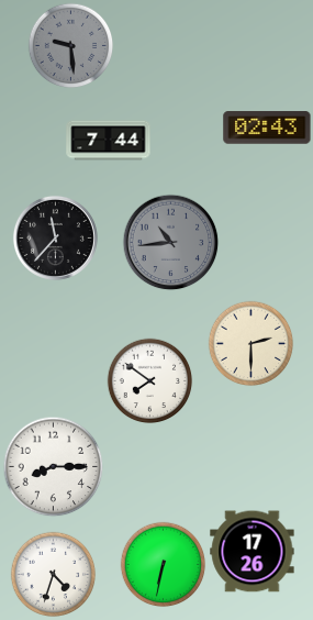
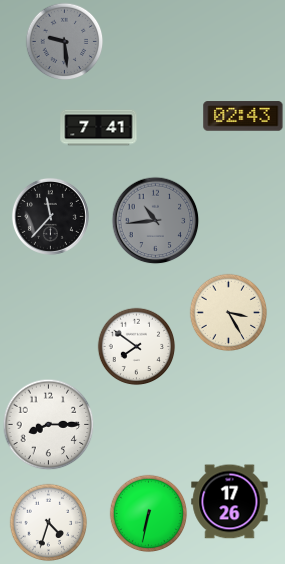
clock at (109, 141): 7:44 -> 7:41
clock at (250, 343): 2:30 -> 3:25
